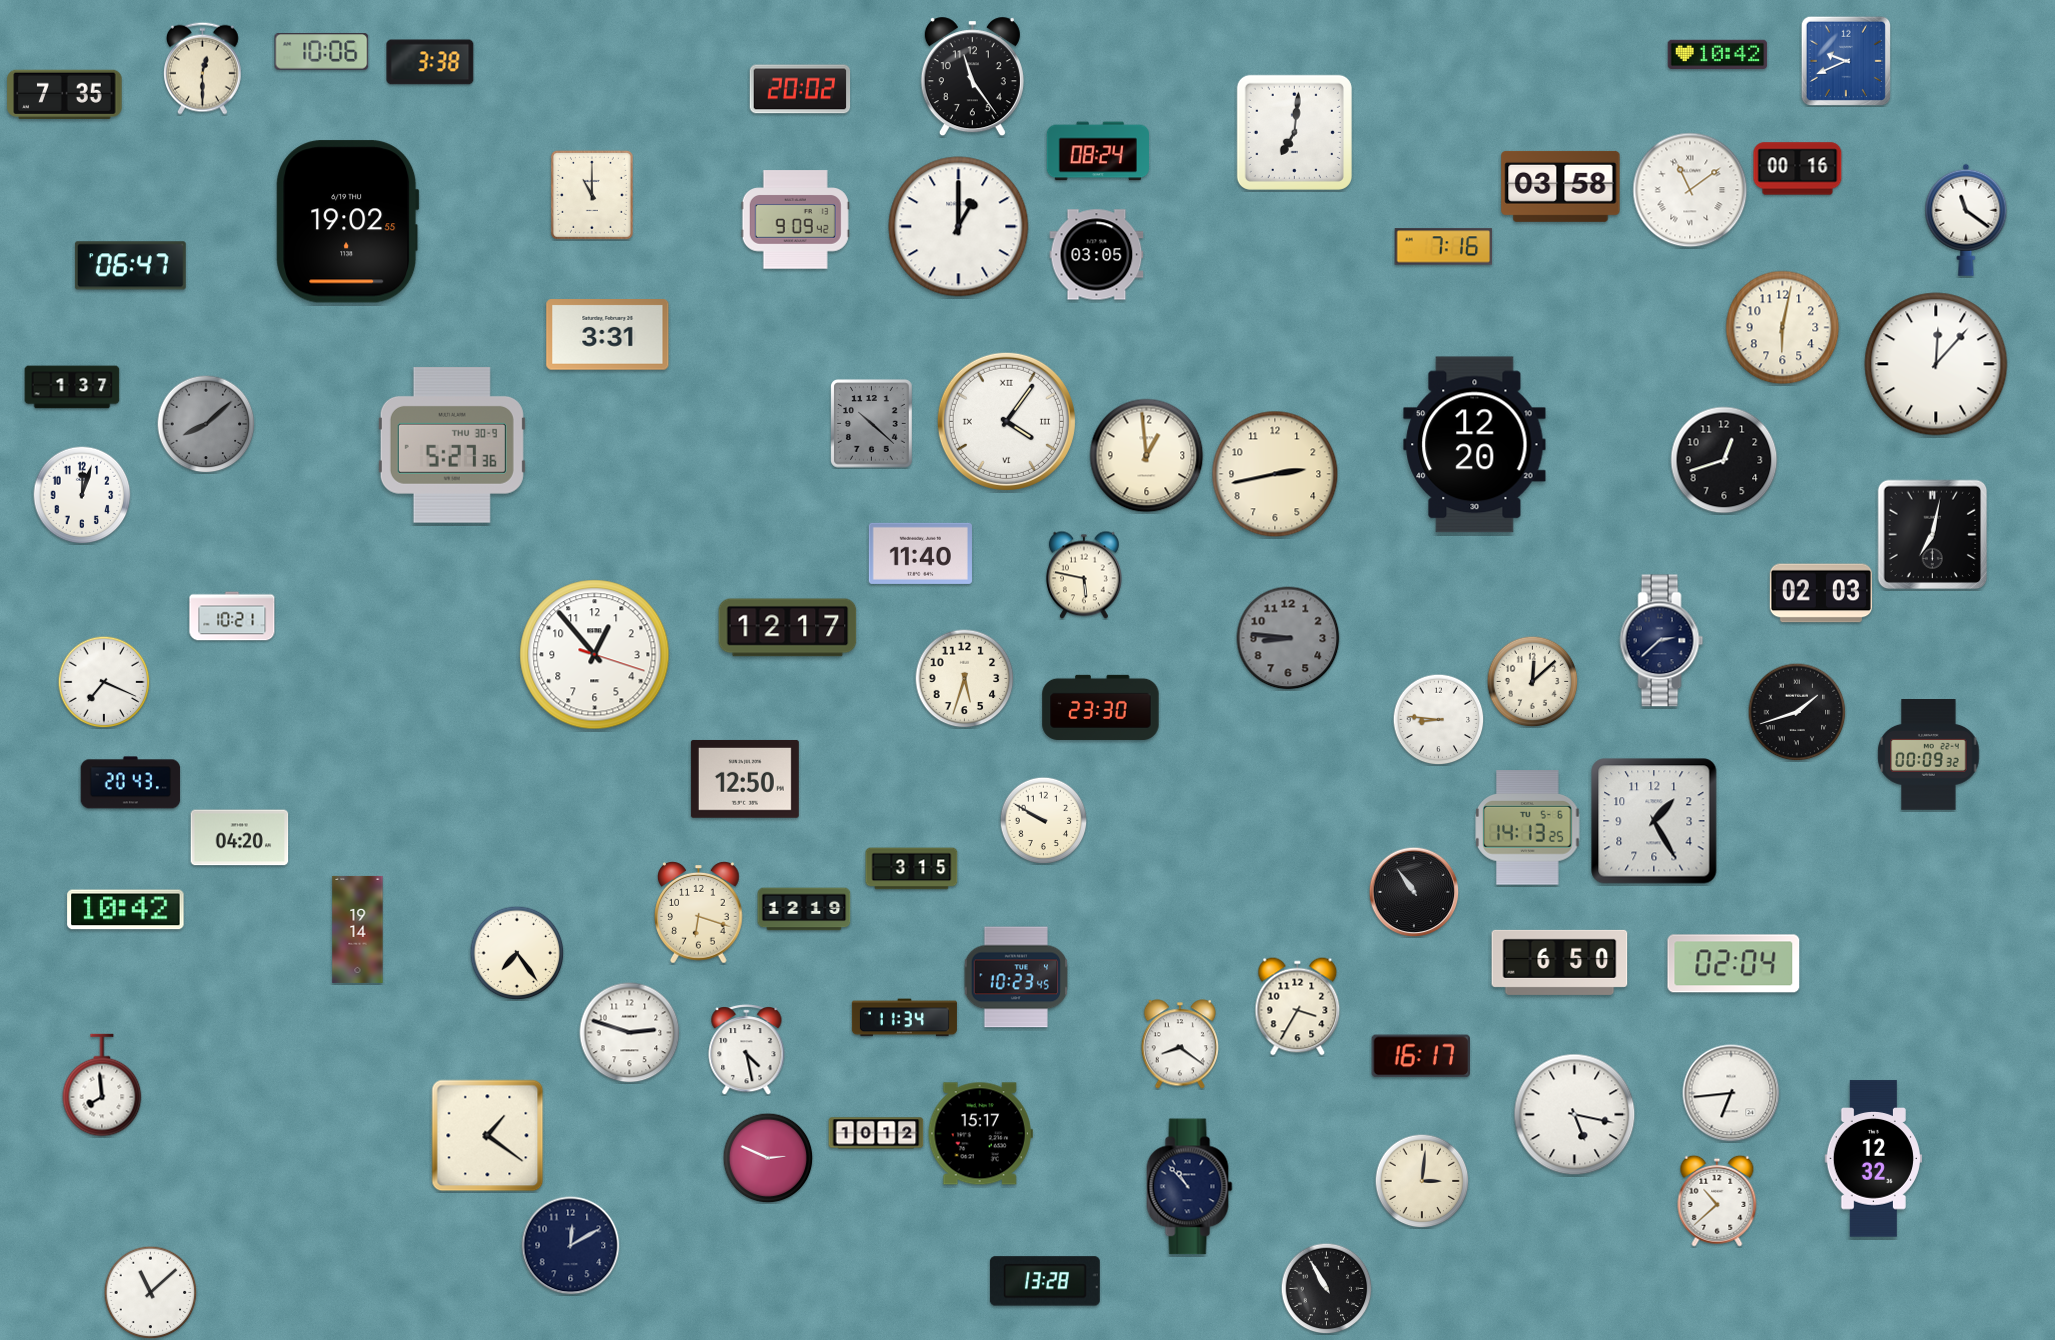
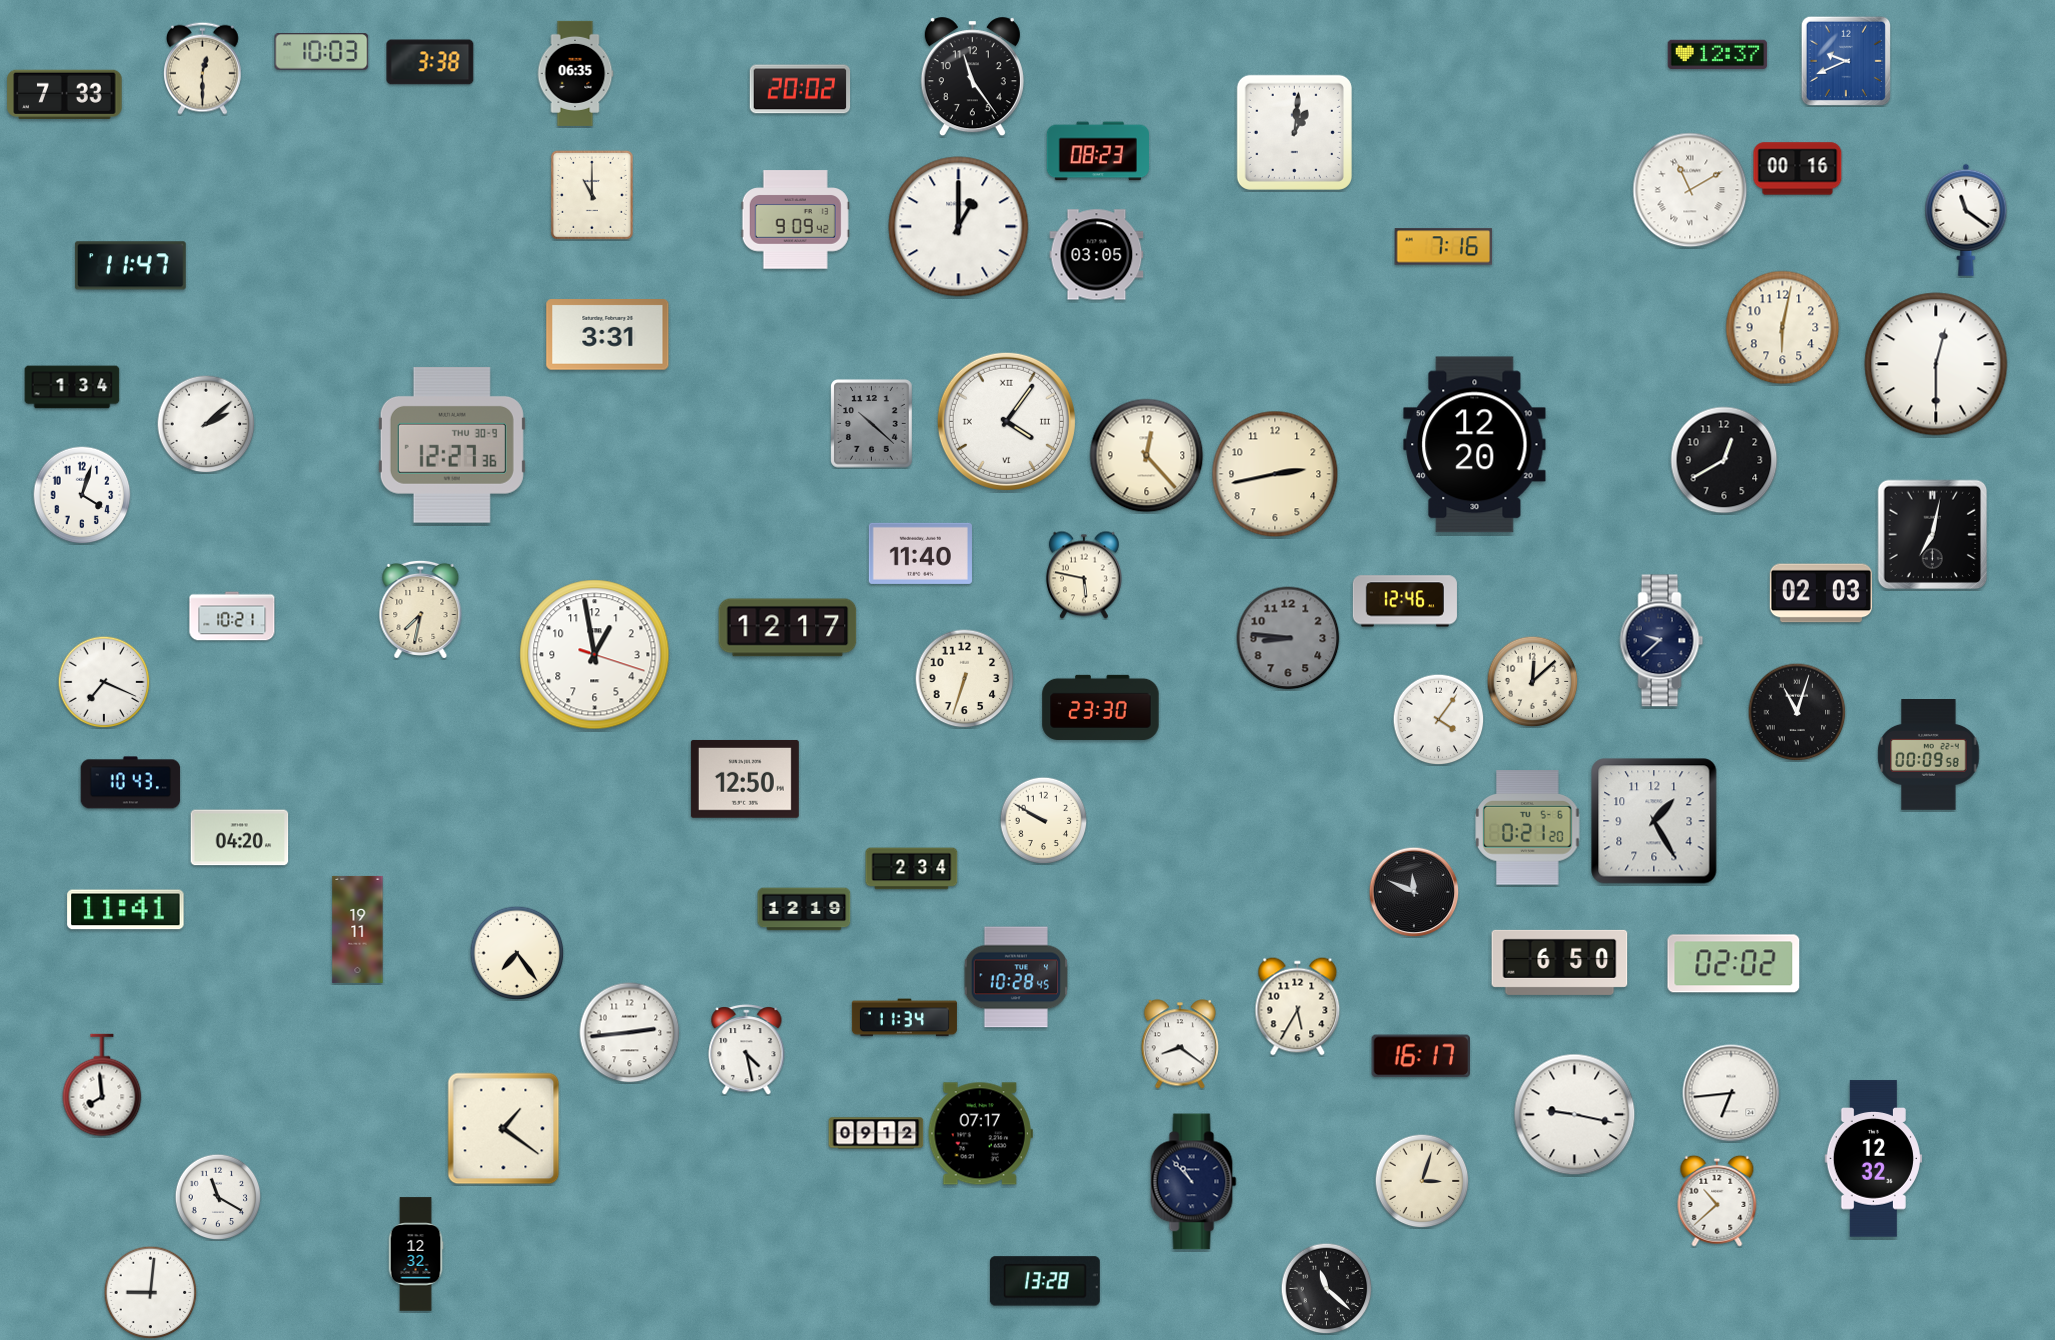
clock at (322, 52): 10:06 -> 10:03
clock at (1718, 55): 10:42 -> 12:37
clock at (575, 73): none -> 06:35
clock at (65, 94): 7:35 -> 7:33
clock at (1294, 132): 7:01 -> 1:01
clock at (1098, 151): 08:24 -> 08:23
clock at (1561, 186): 03:58 -> none
clock at (1690, 190): 11:09 -> 11:10
clock at (348, 222): 19:02 -> none
clock at (130, 266): 06:47 -> 11:47
clock at (1936, 364): 12:07 -> 12:30
clock at (72, 387): 1:37 -> 1:34
clock at (206, 424): 8:08 -> 2:08
clock at (206, 424) dial: grey -> white
clock at (452, 446): 5:27 -> 12:27
clock at (1147, 456): 12:59 -> 12:23
clock at (1724, 460): 12:42 -> 12:40
clock at (82, 495): 12:03 -> 4:03
clock at (1405, 601): none -> 12:46
clock at (421, 609): none -> 7:32
clock at (1662, 641): 2:38 -> 9:38
clock at (595, 655): 12:53 -> 12:58
clock at (965, 679): 5:33 -> 6:33
clock at (1797, 712): 1:42 -> 11:03
clock at (1438, 719): 8:46 -> 4:06
clock at (1929, 755): 00:09:32 -> 00:09:58
clock at (131, 783): 20:43 -> 10:43
clock at (1528, 828): 14:13 -> 0:21
clock at (912, 869): 3:15 -> 2:34
clock at (1414, 892): 10:54 -> 11:49
clock at (126, 910): 10:42 -> 11:41
clock at (699, 913): 6:18 -> none
clock at (358, 929): 19:14 -> 19:11
clock at (1734, 964): 02:04 -> 02:02
clock at (1016, 977): 10:23 -> 10:28
clock at (1298, 1007): 3:35 -> 5:35
clock at (630, 1033): 2:48 -> 2:44
clock at (1575, 1115): 5:17 -> 9:17
clock at (876, 1133): 10:12 -> 09:12
clock at (980, 1134): 15:17 -> 07:17
clock at (488, 1136) position: (488, 1136) -> (504, 1129)
clock at (768, 1158): 2:49 -> none
clock at (1422, 1181): 3:01 -> 3:03
clock at (1190, 1187) position: (1190, 1187) -> (1194, 1182)
clock at (218, 1197): none -> 11:20
clock at (571, 1246): 12:10 -> none
clock at (416, 1254): none -> 12:32
clock at (1326, 1288): 10:55 -> 11:22
clock at (150, 1292): 11:08 -> 9:01
